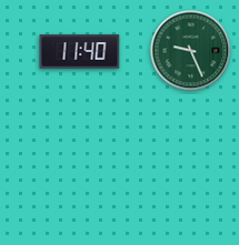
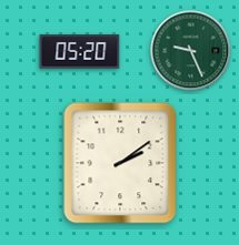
clock at (80, 52): 11:40 -> 05:20
clock at (120, 163): none -> 2:09
